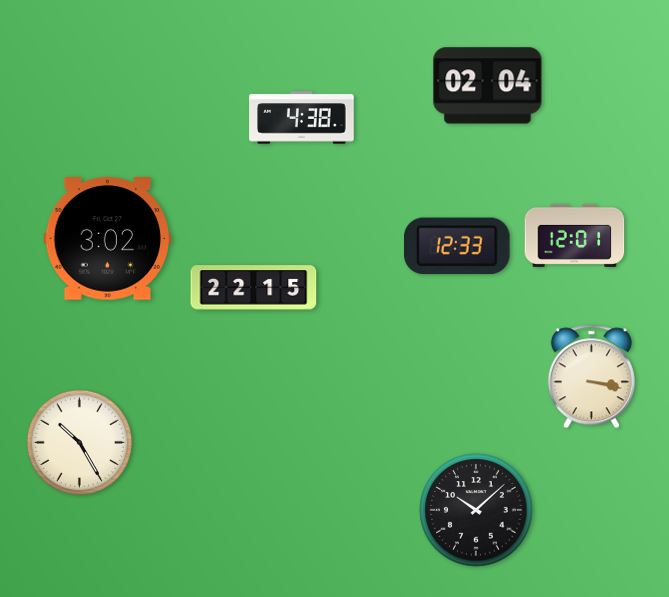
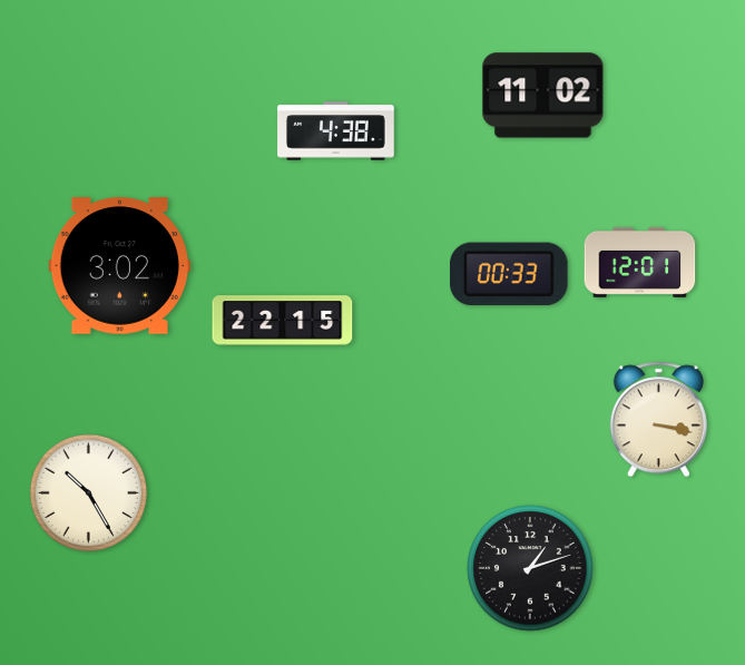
clock at (488, 86): 02:04 -> 11:02
clock at (458, 246): 12:33 -> 00:33
clock at (476, 510): 10:08 -> 1:12
